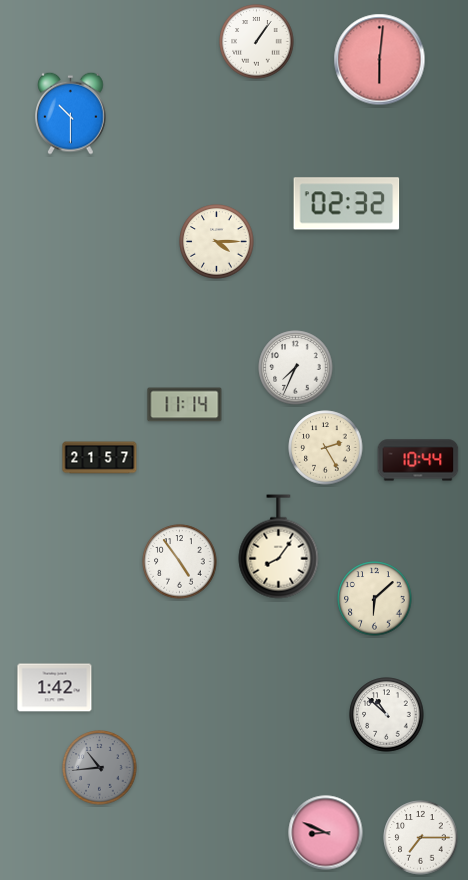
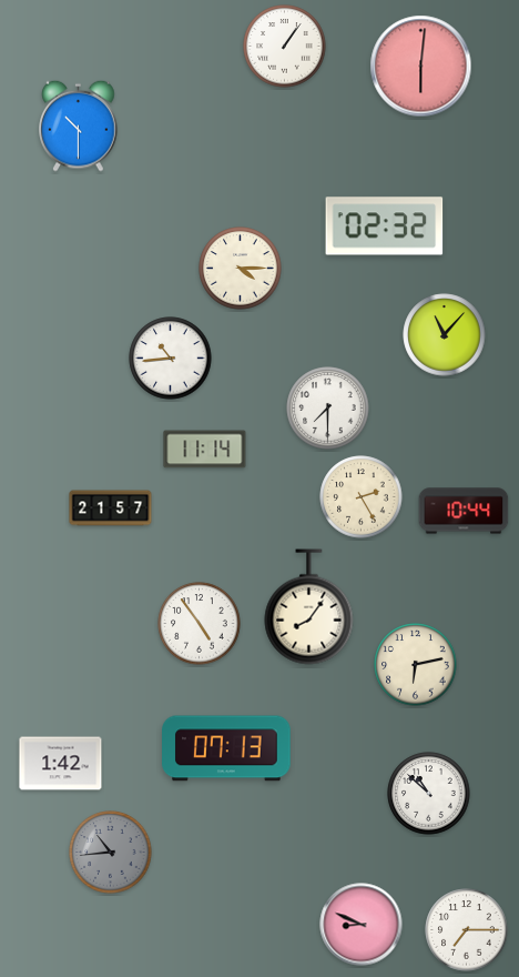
clock at (445, 335): none -> 11:07
clock at (171, 359): none -> 10:44
clock at (296, 368): 7:34 -> 7:30
clock at (375, 599): 6:08 -> 6:13
clock at (226, 748): none -> 07:13
